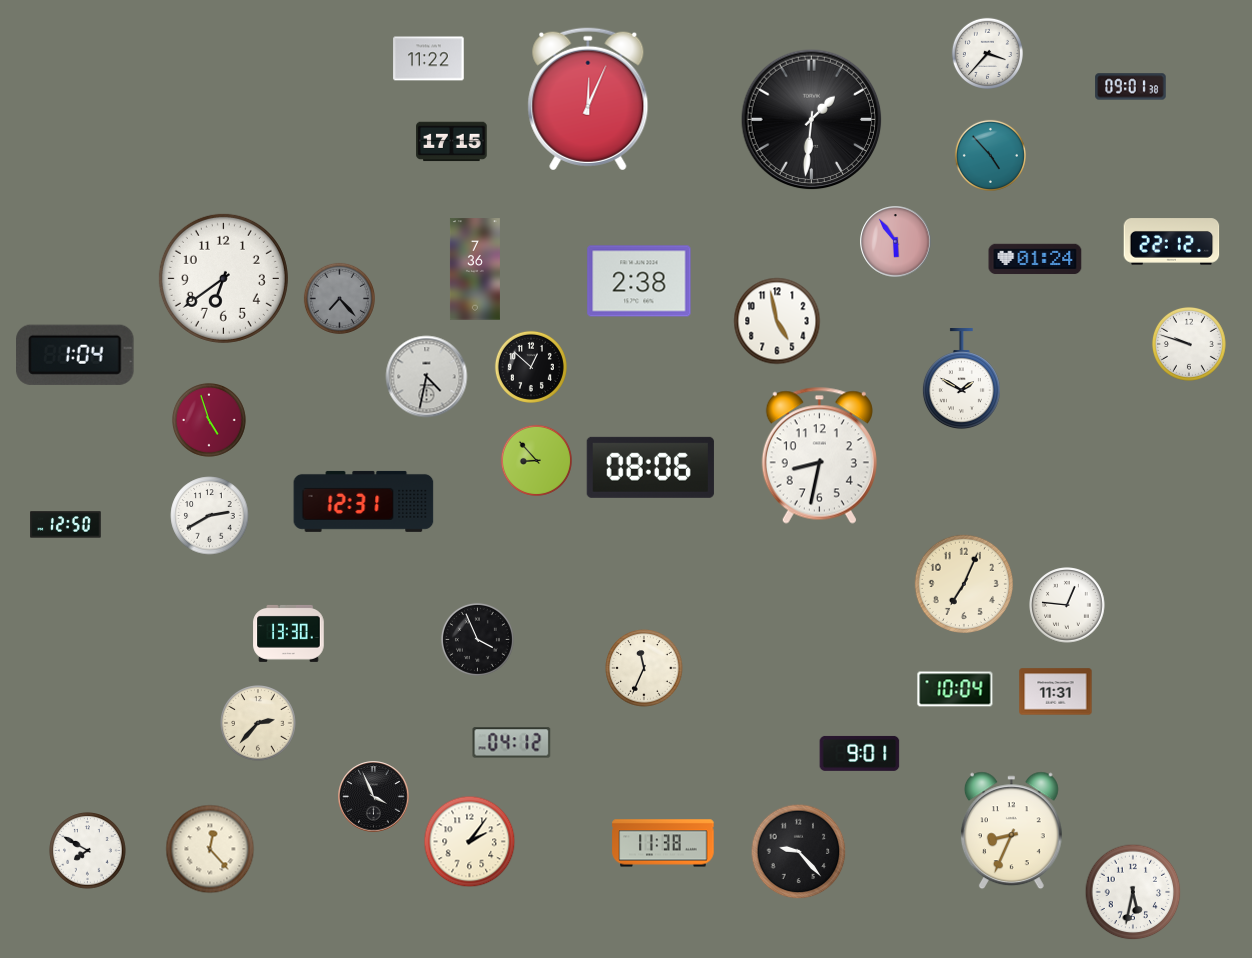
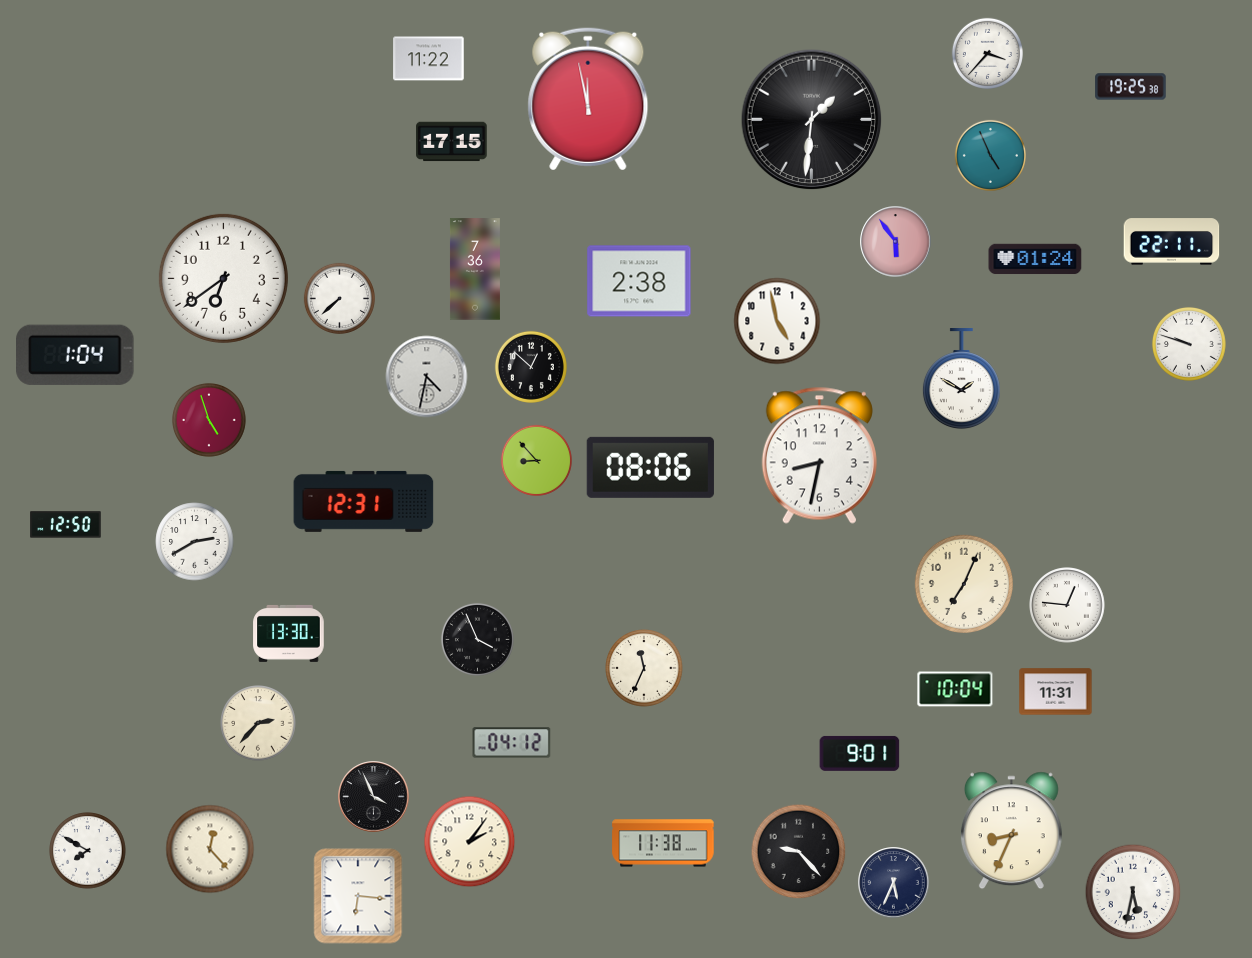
clock at (1131, 87): 09:01 -> 19:25
clock at (588, 99): 12:04 -> 11:58
clock at (990, 155): 4:53 -> 4:56
clock at (1172, 242): 22:12 -> 22:11
clock at (339, 298): 7:23 -> 7:38
clock at (339, 298) dial: grey -> white
clock at (210, 516) position: (210, 516) -> (195, 542)
clock at (894, 883): none -> 5:34
clock at (358, 896): none -> 6:16
